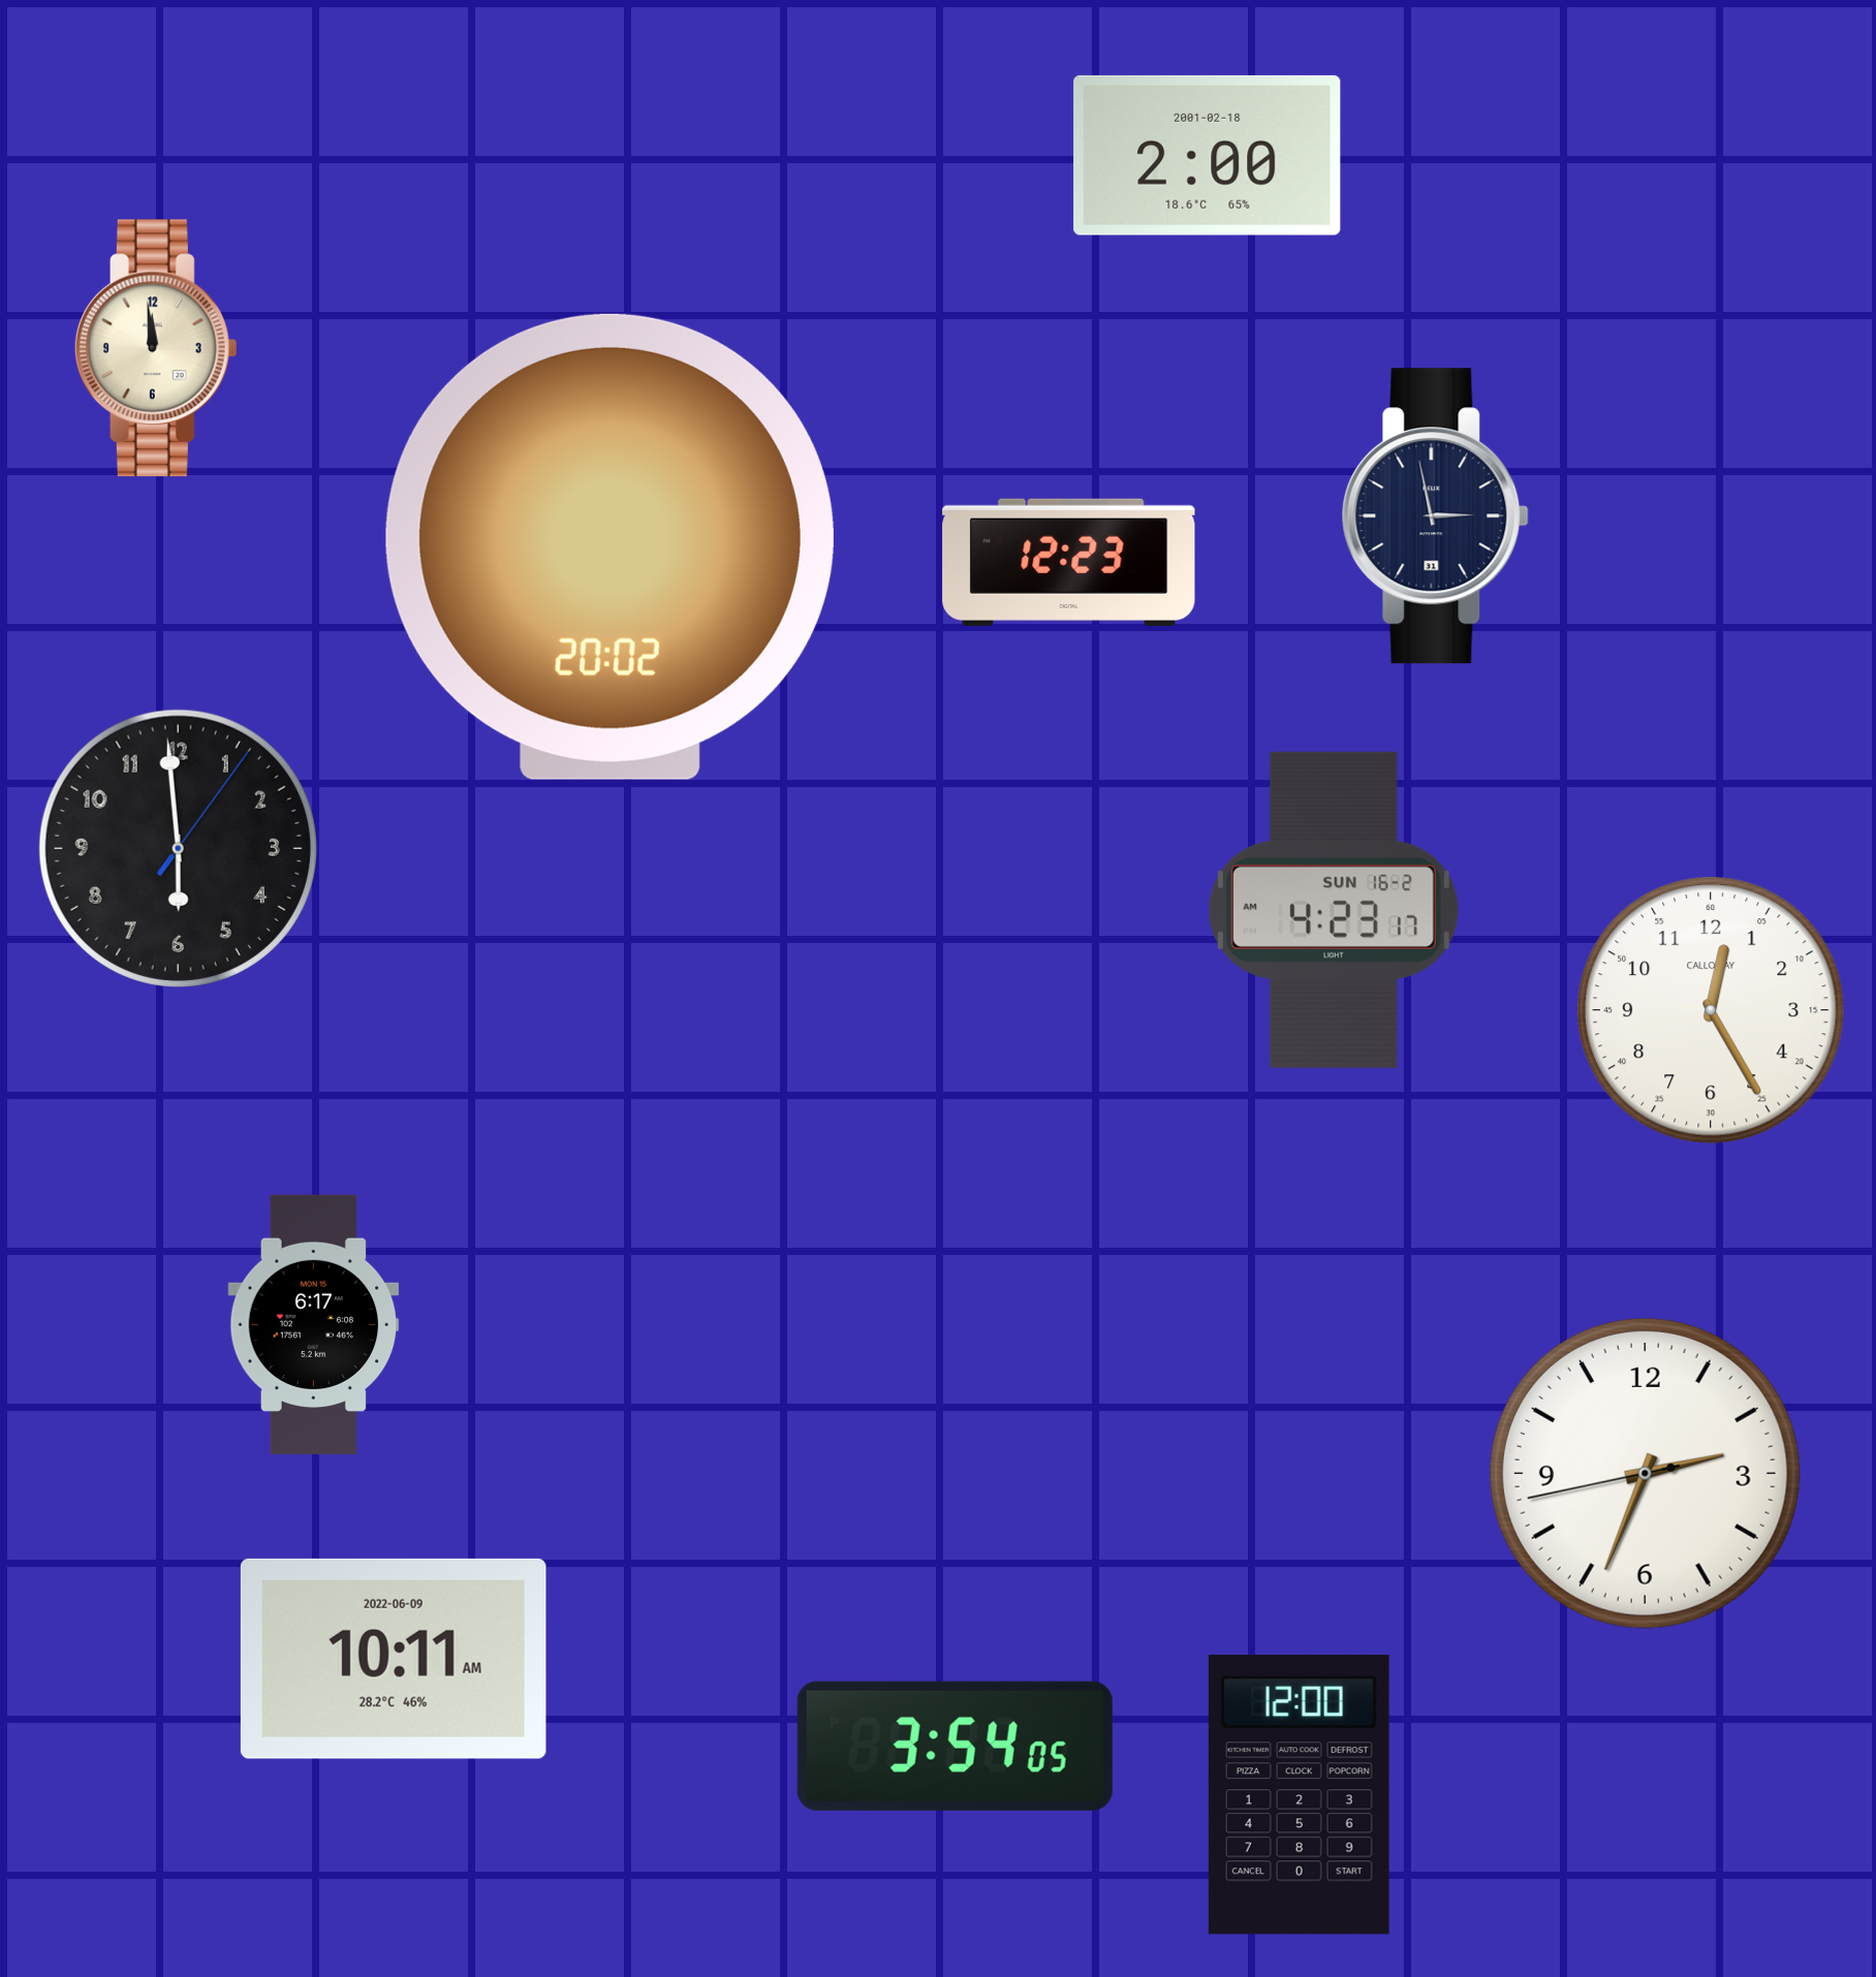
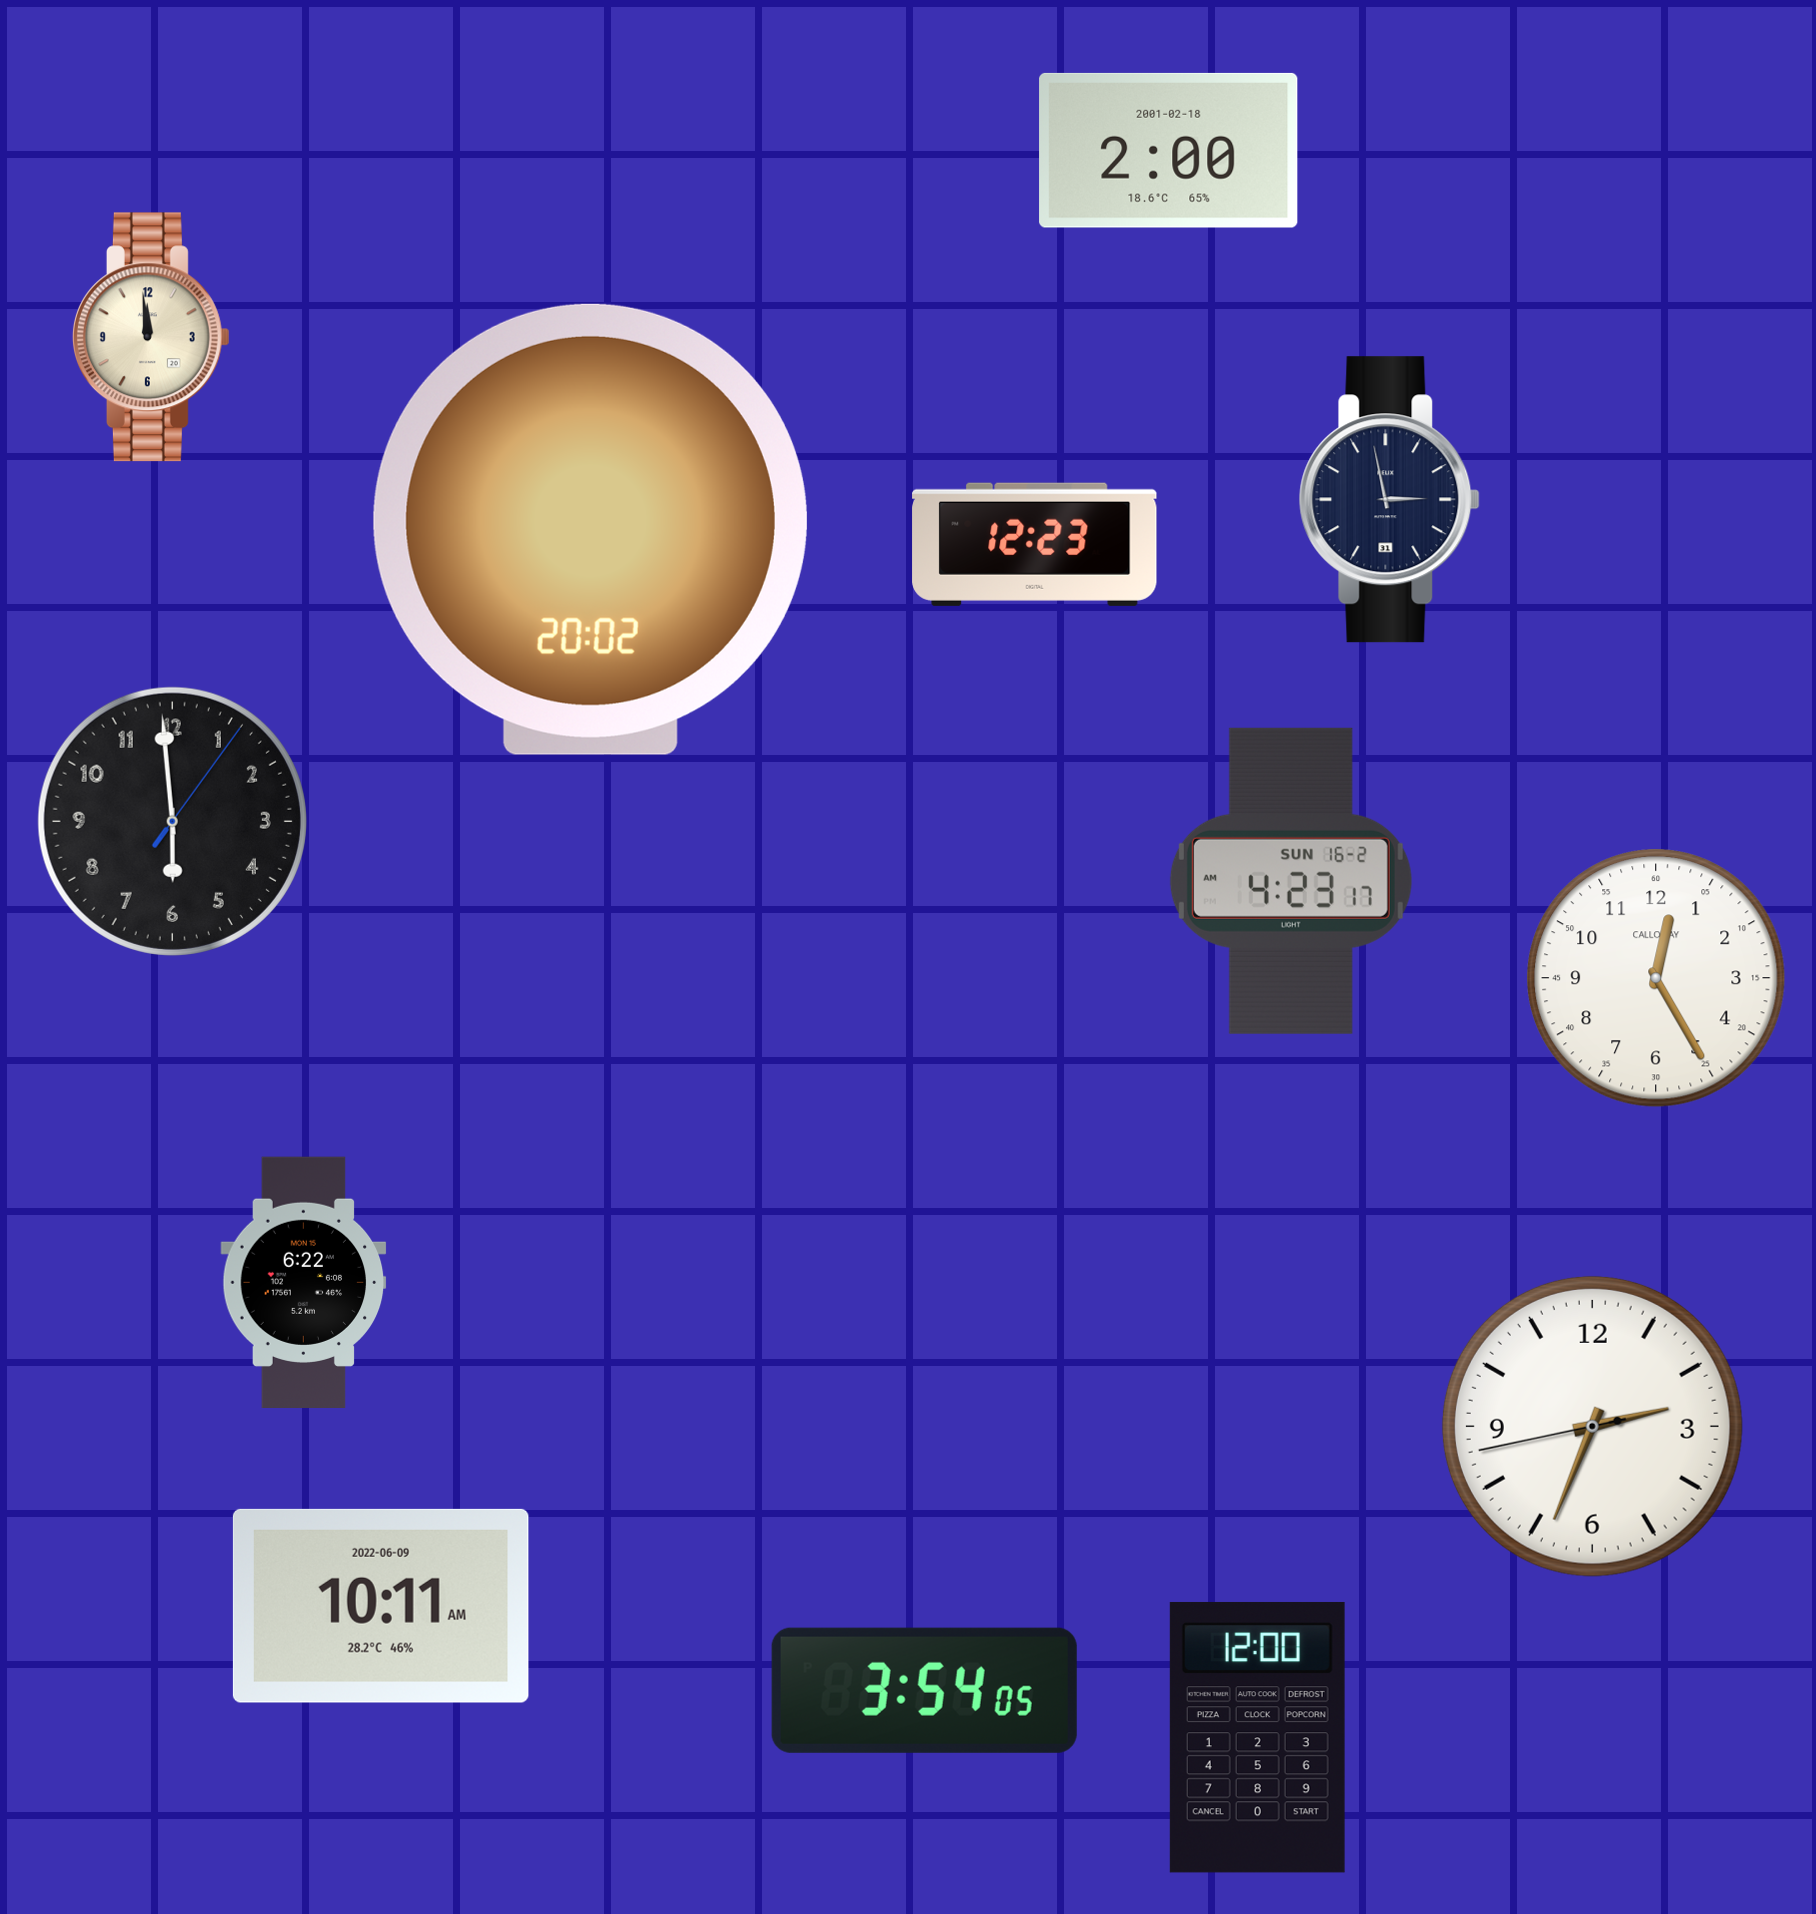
clock at (314, 1324): 6:17 -> 6:22
